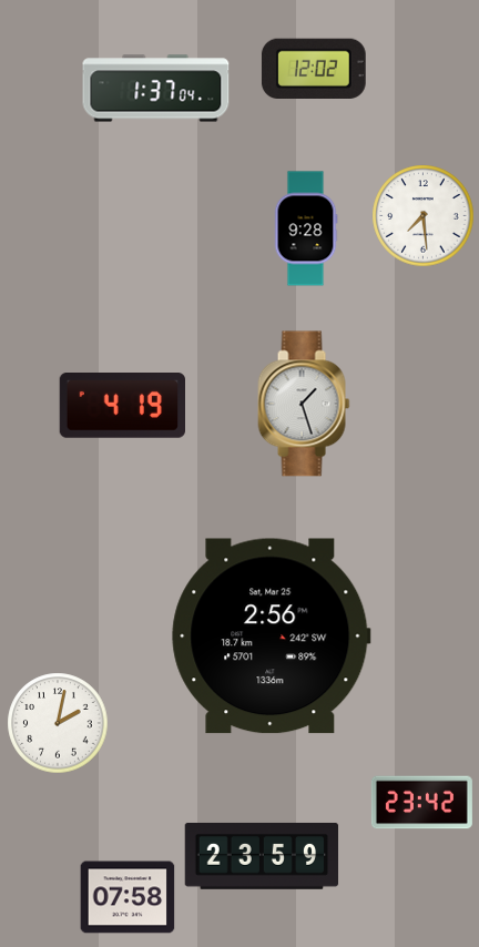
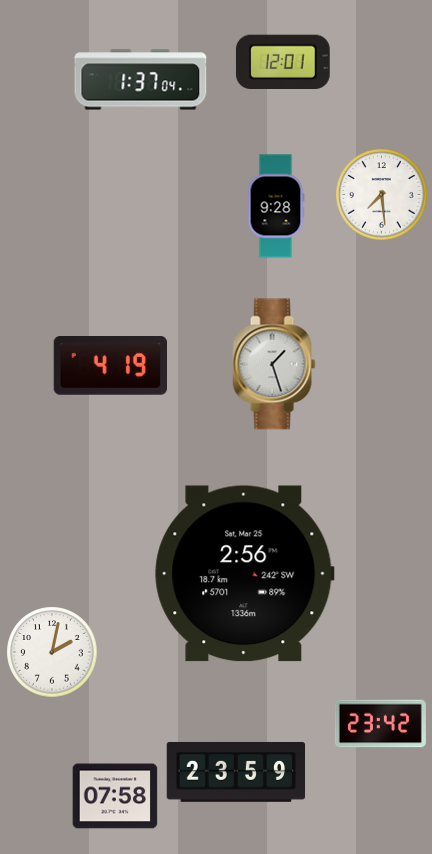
clock at (314, 68): 12:02 -> 12:01
clock at (128, 897) position: (128, 897) -> (115, 796)
